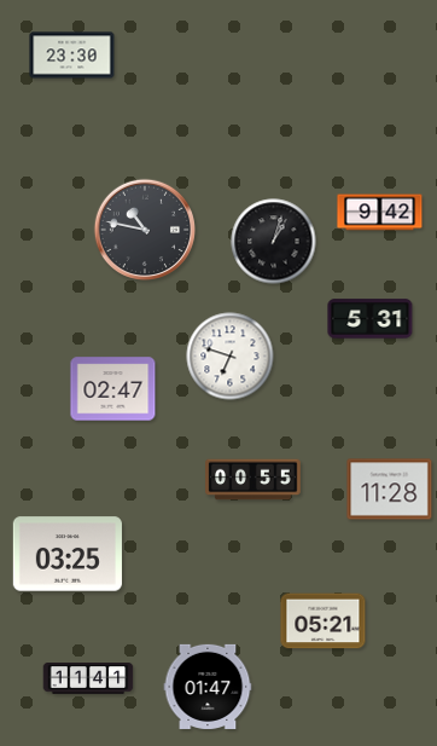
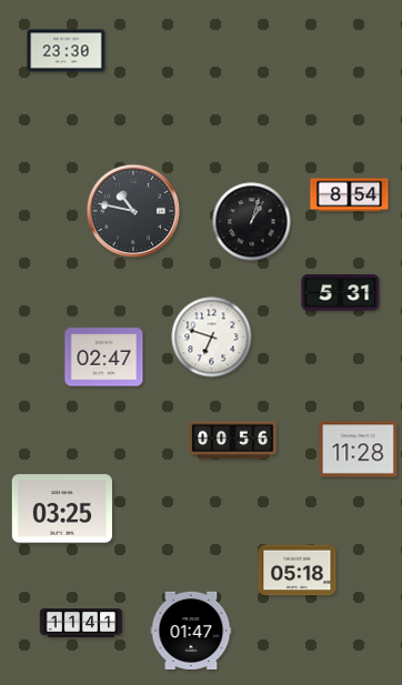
clock at (380, 213): 9:42 -> 8:54
clock at (231, 357) position: (231, 357) -> (212, 338)
clock at (254, 480): 00:55 -> 00:56
clock at (324, 621): 05:21 -> 05:18
